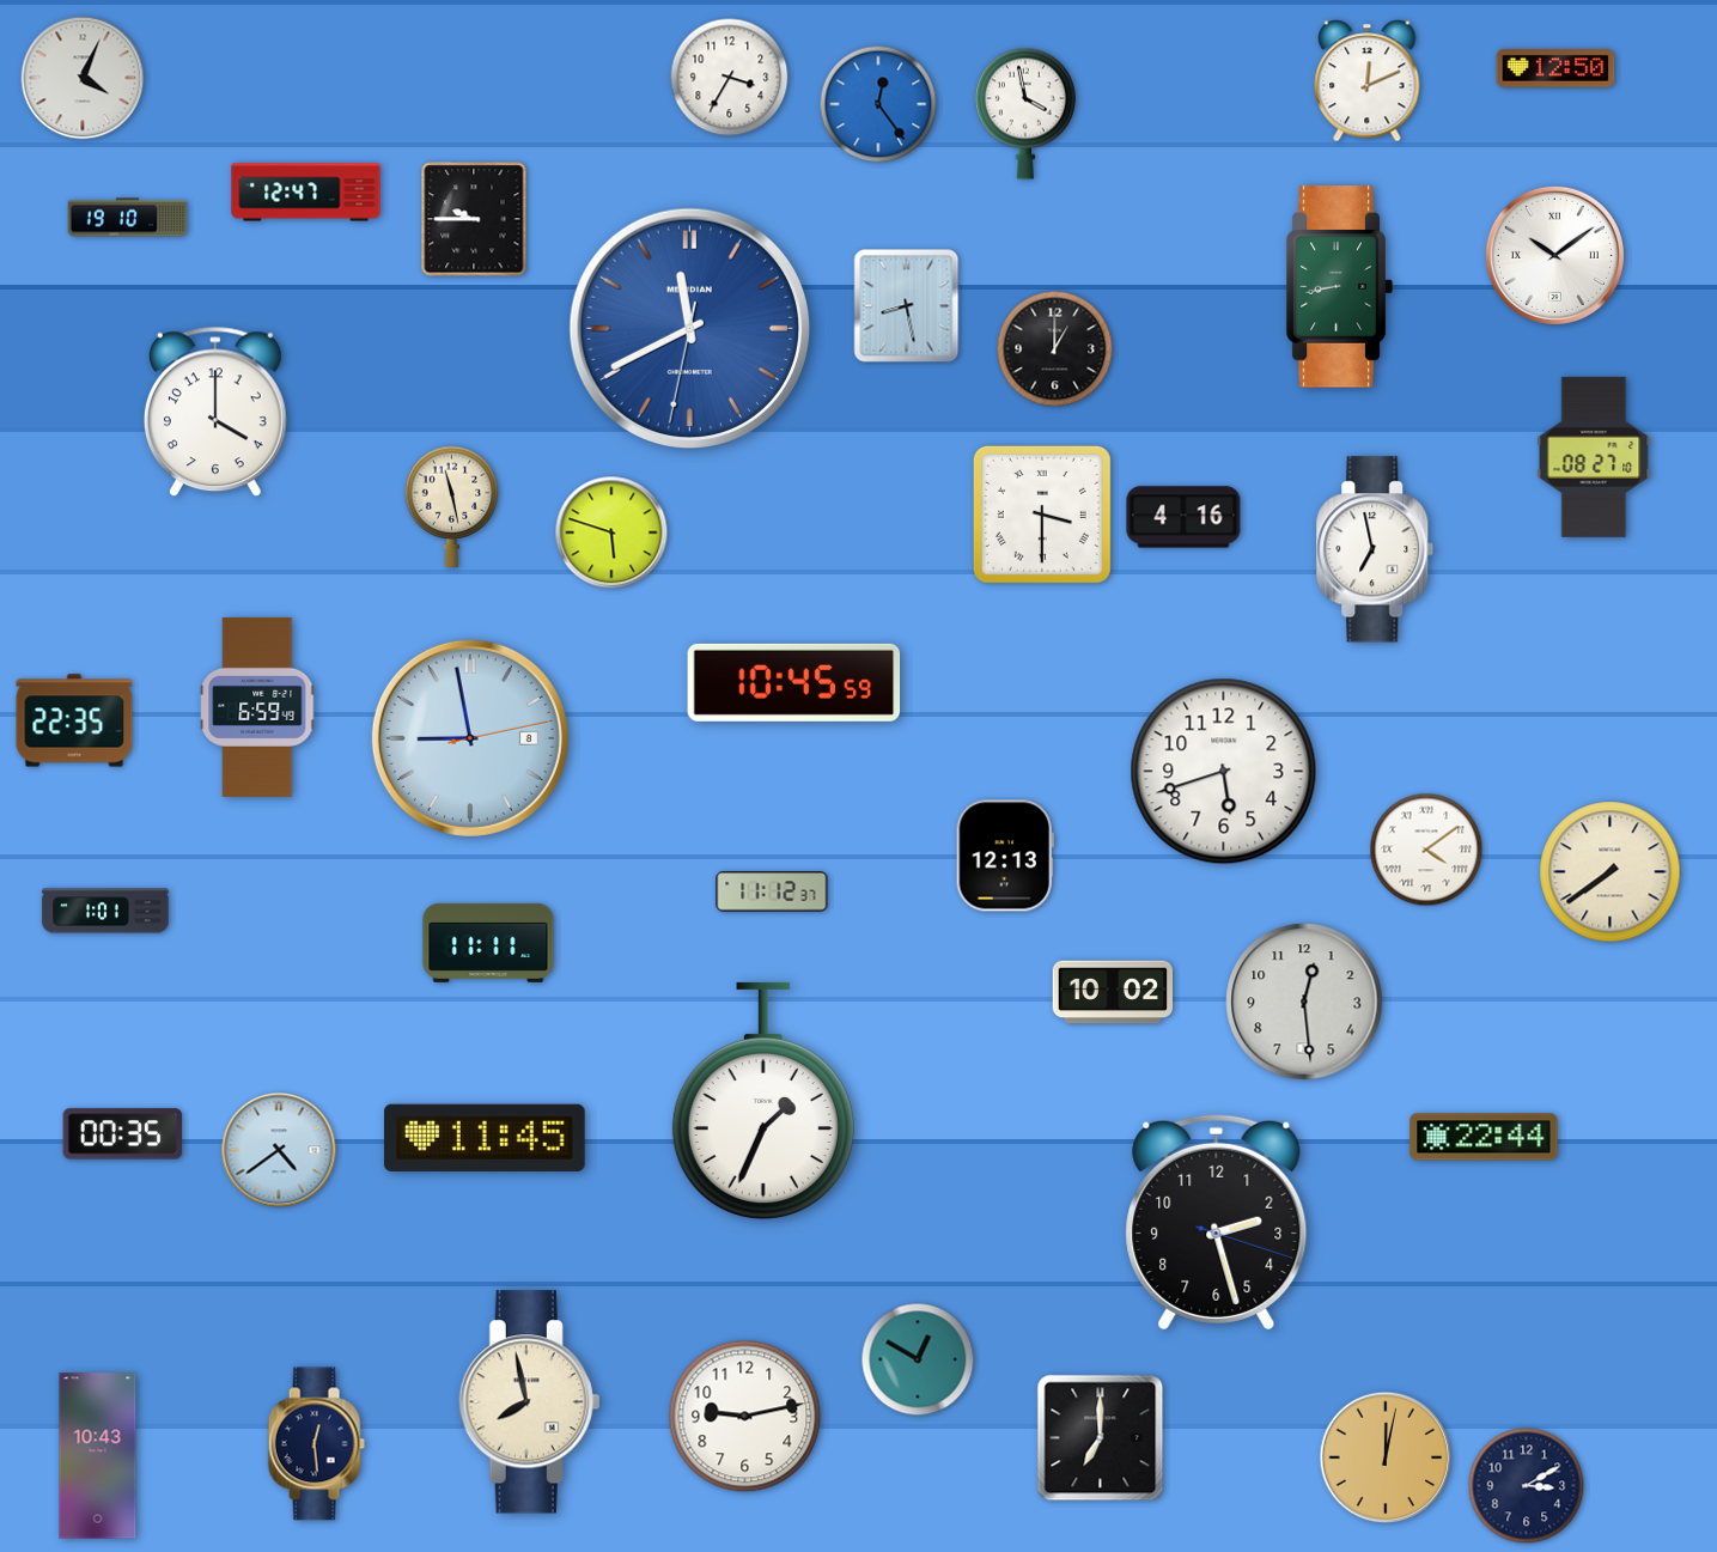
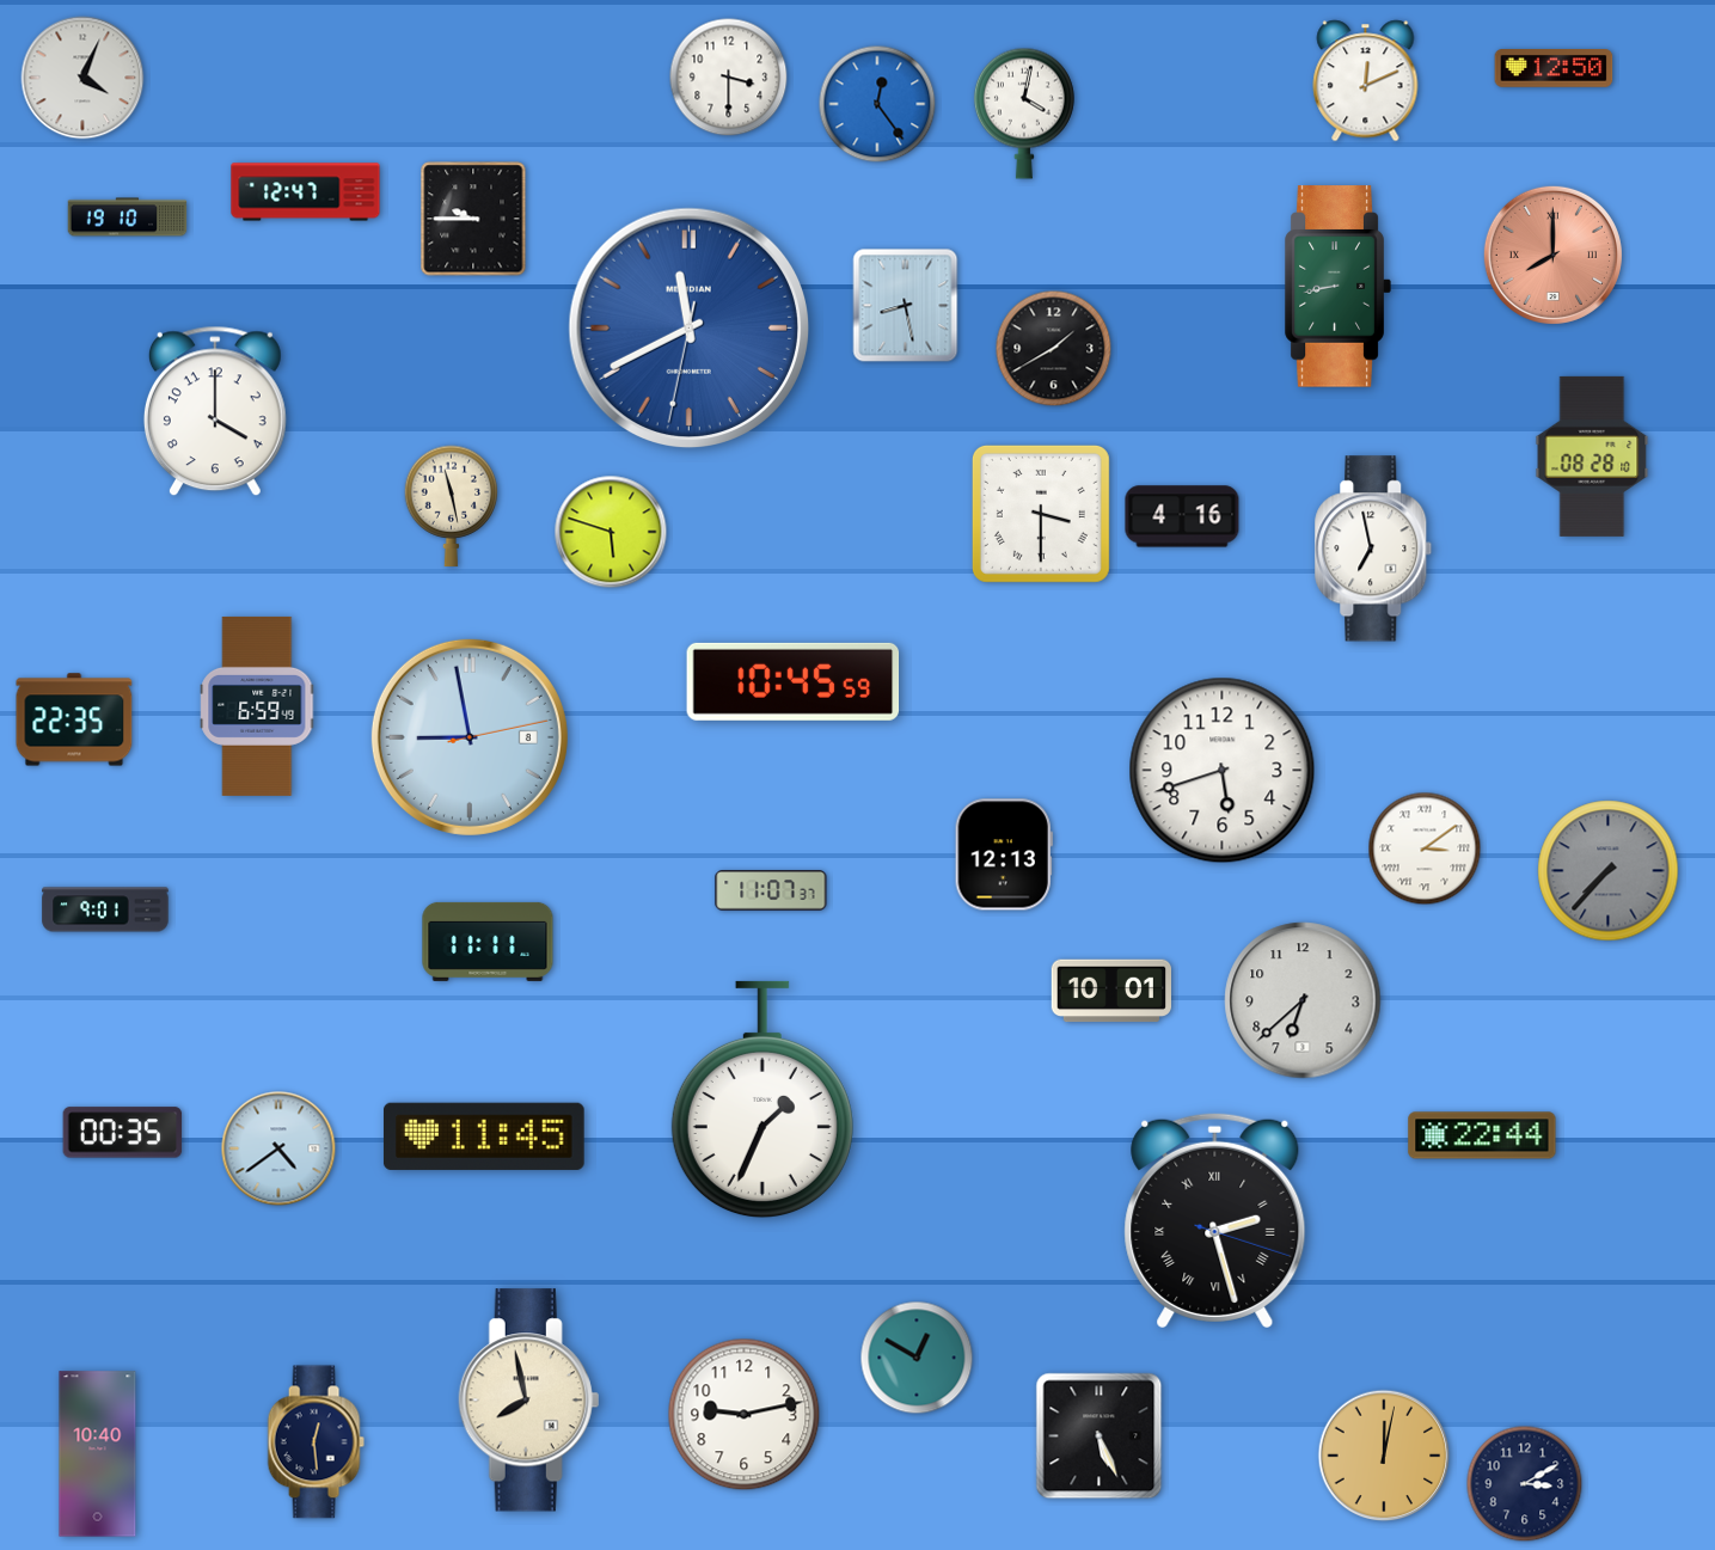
clock at (730, 78): 3:35 -> 3:30
clock at (1025, 114): 3:58 -> 4:02
clock at (1554, 255): 10:09 -> 8:00
clock at (1554, 255) dial: white -> salmon
clock at (1055, 349): 1:00 -> 1:40
clock at (1594, 457): 08:27 -> 08:28
clock at (1426, 850): 4:09 -> 3:09
clock at (1611, 872): 7:39 -> 7:37
clock at (1611, 872) dial: cream -> grey
clock at (772, 891): 11:12 -> 11:07
clock at (105, 911): 1:01 -> 9:01
clock at (1112, 992): 10:02 -> 10:01
clock at (1304, 1002): 12:29 -> 6:38
clock at (1217, 1222) numerals: Arabic -> Roman
clock at (1101, 1438): 7:00 -> 5:26
clock at (98, 1456): 10:43 -> 10:40
